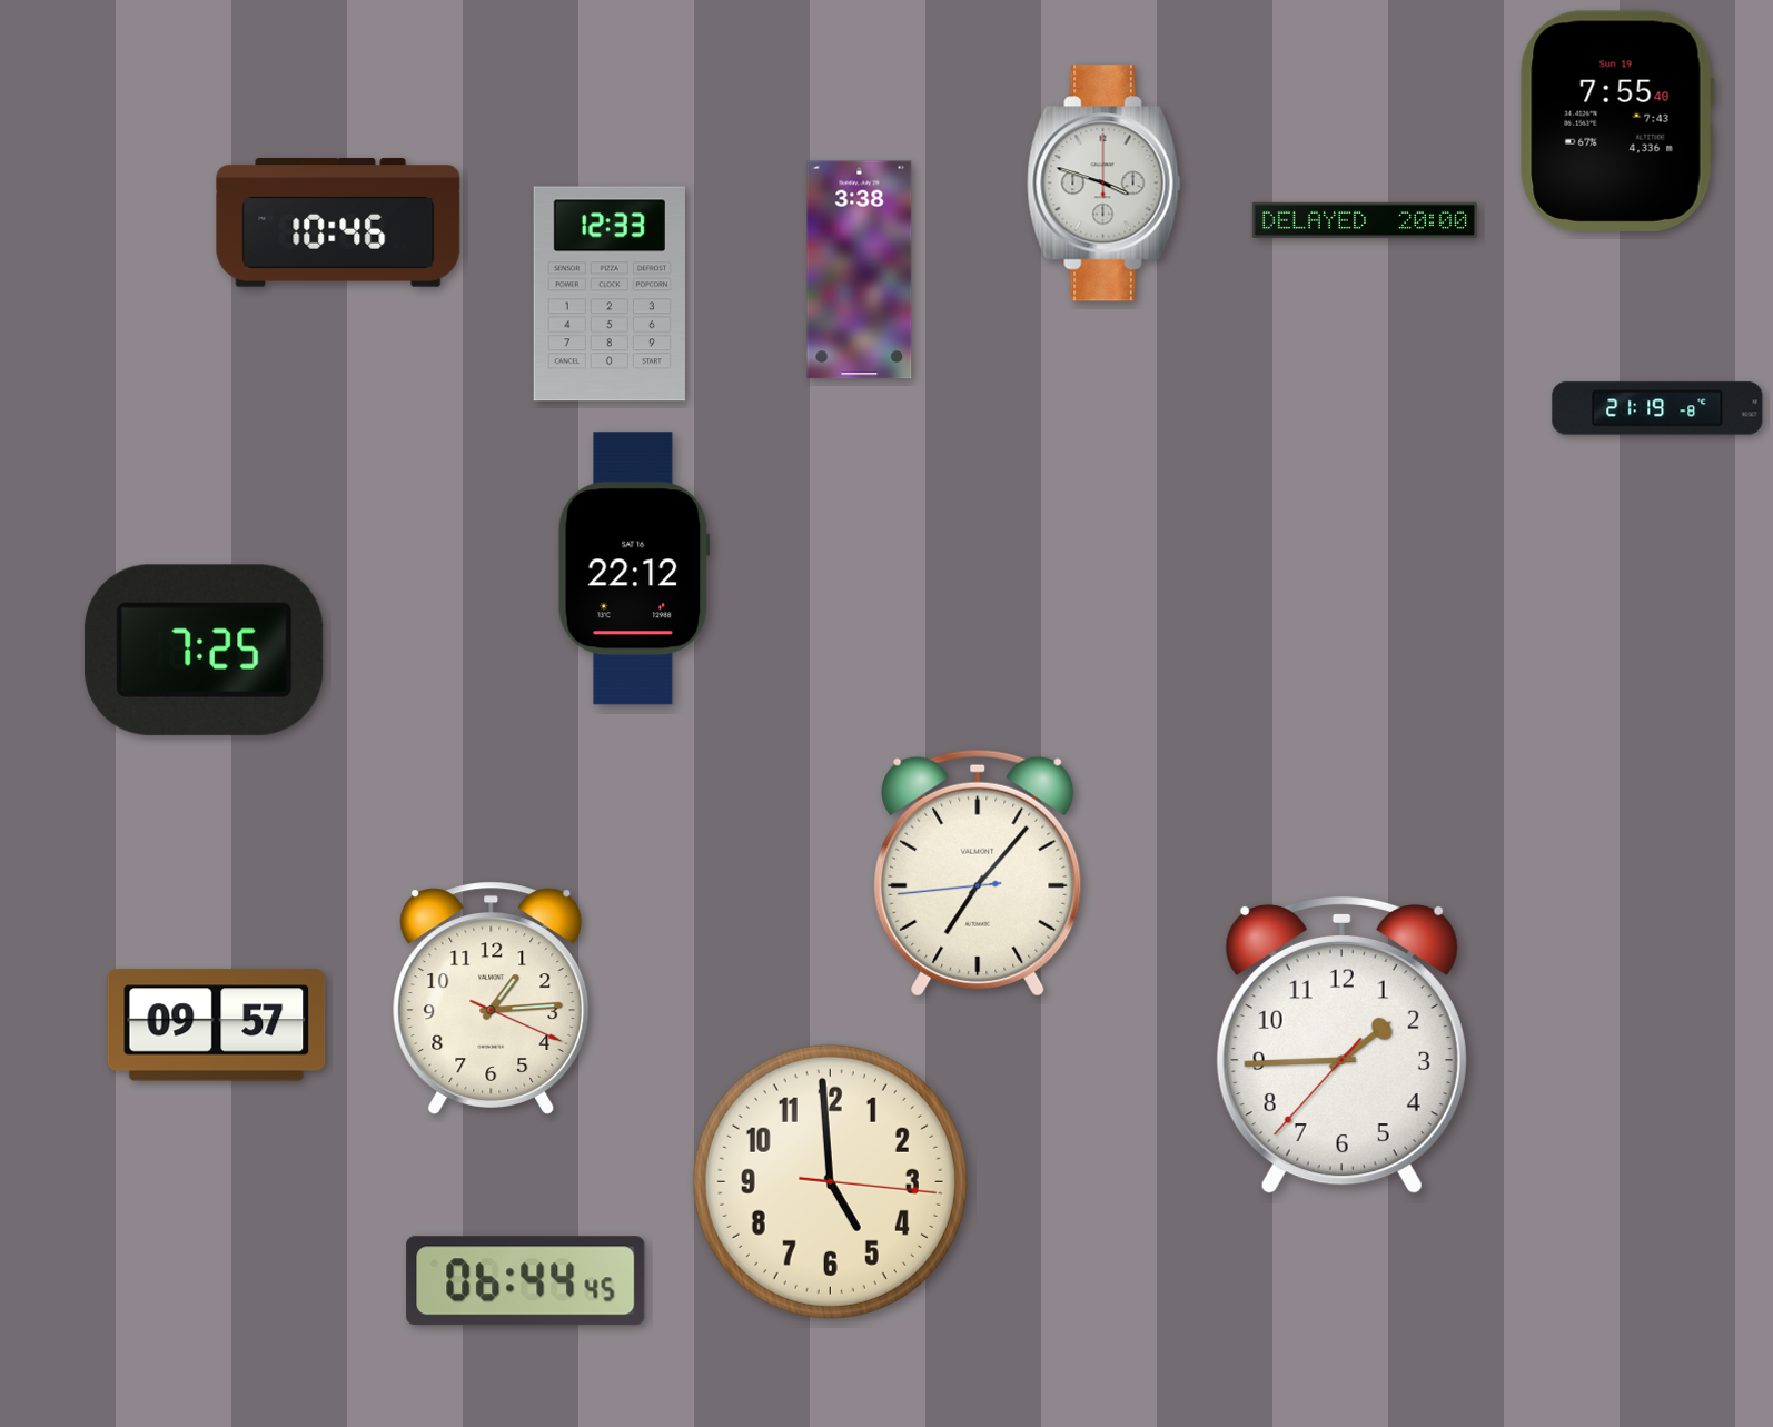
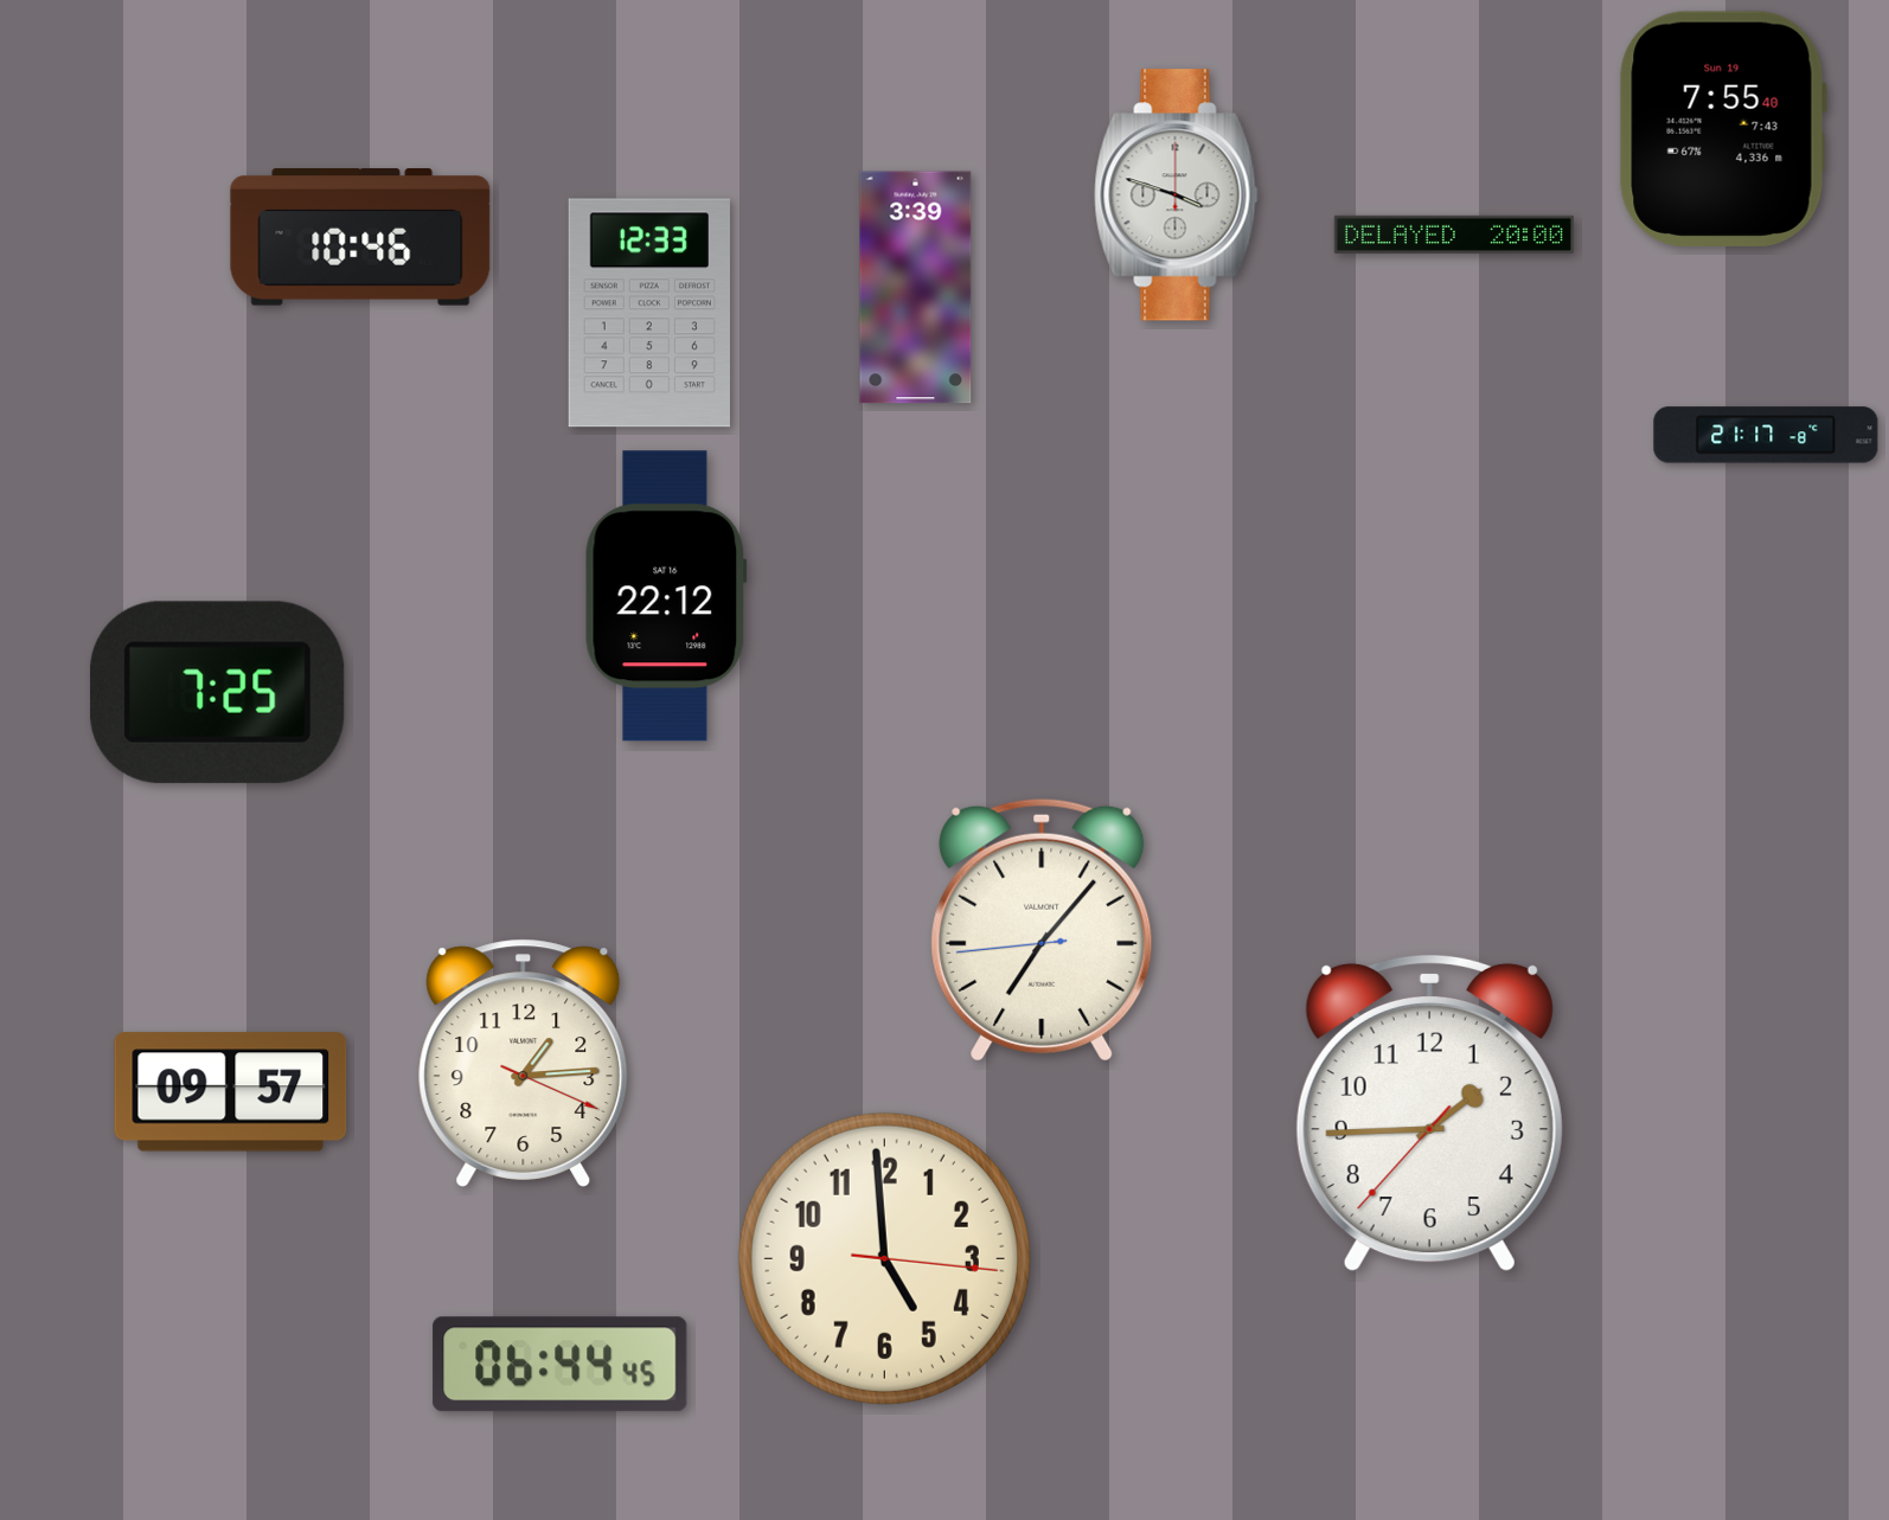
clock at (860, 270): 3:38 -> 3:39
clock at (1657, 408): 21:19 -> 21:17
clock at (634, 568) position: (634, 568) -> (666, 596)
